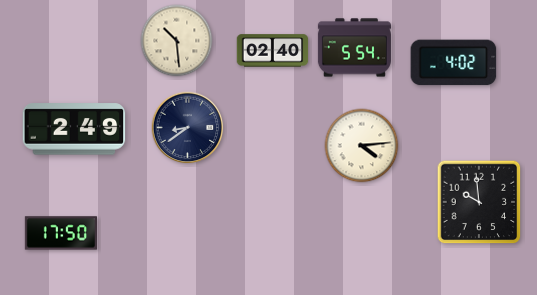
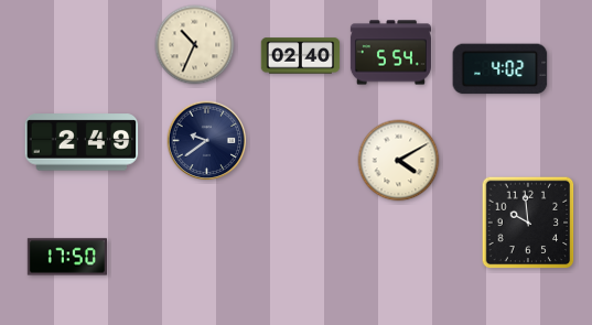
clock at (177, 41): 10:29 -> 10:34
clock at (188, 128): 8:39 -> 9:39
clock at (362, 146): 4:14 -> 4:10
